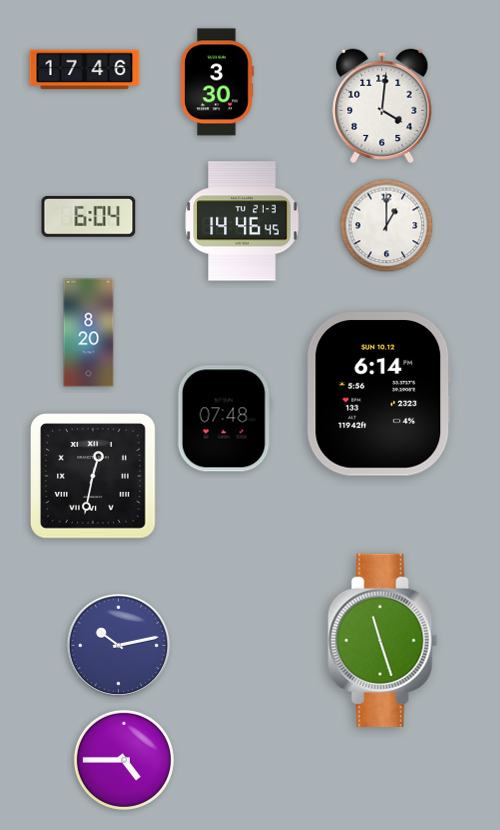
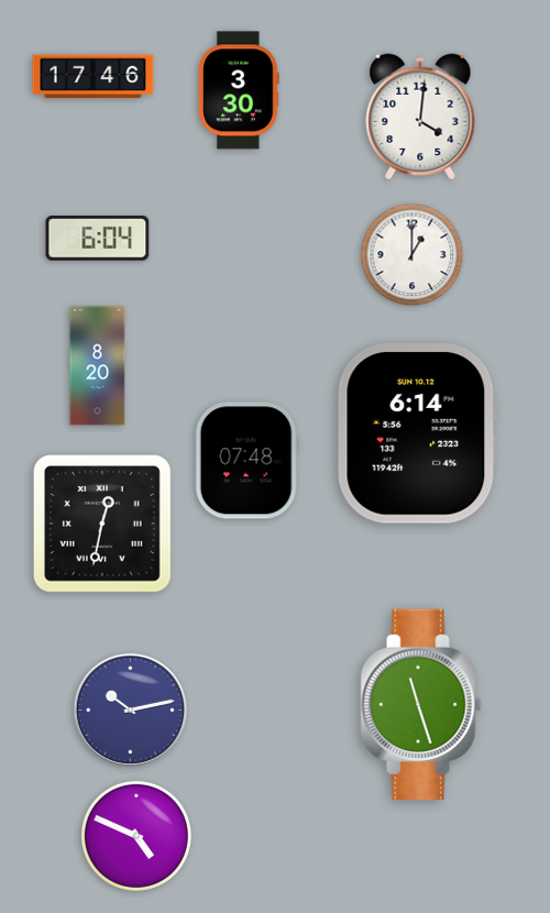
clock at (242, 221): 14:46 -> none
clock at (387, 226) position: (387, 226) -> (413, 255)
clock at (124, 760): 4:45 -> 4:49
